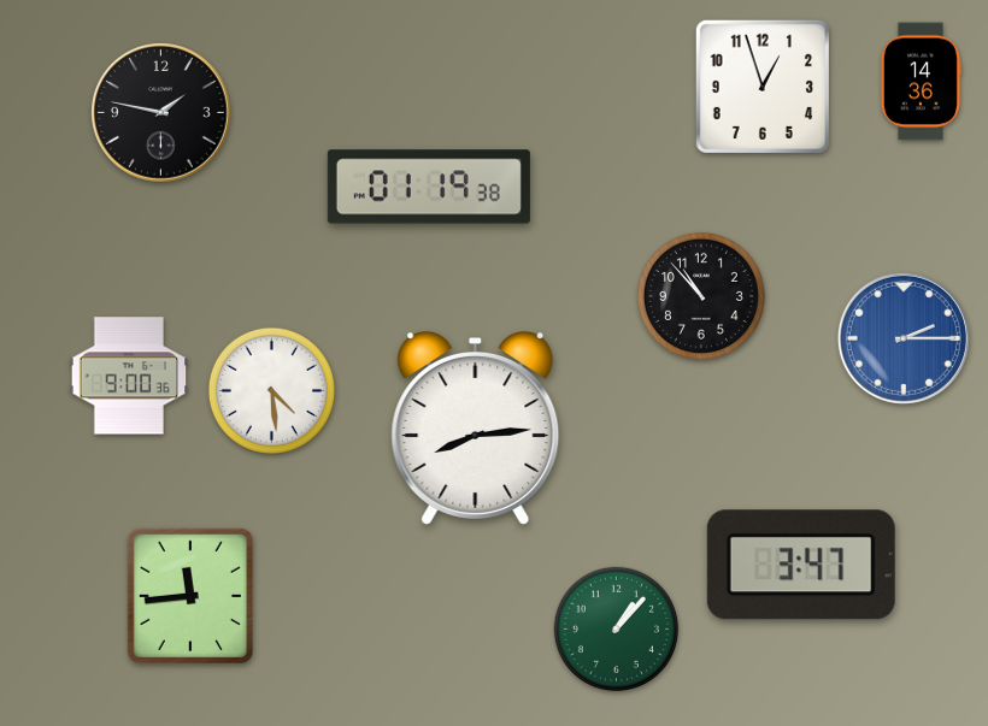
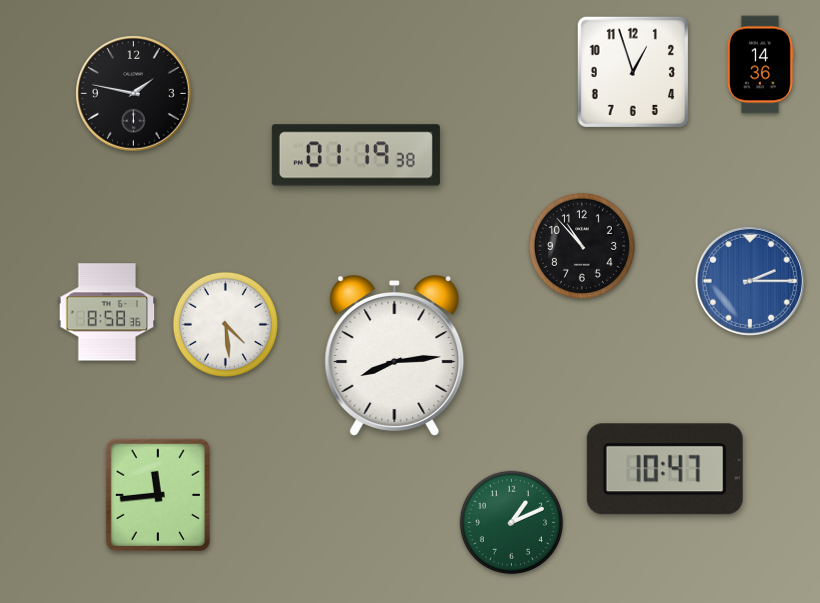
clock at (921, 82) position: (921, 82) -> (760, 65)
clock at (129, 376): 9:00 -> 8:58
clock at (801, 565): 3:47 -> 10:47
clock at (616, 628): 1:07 -> 1:11
